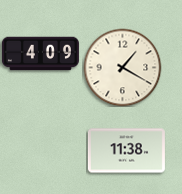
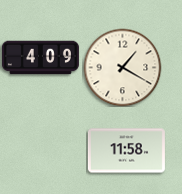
clock at (40, 54) position: (40, 54) -> (40, 58)
clock at (126, 151): 11:38 -> 11:58
